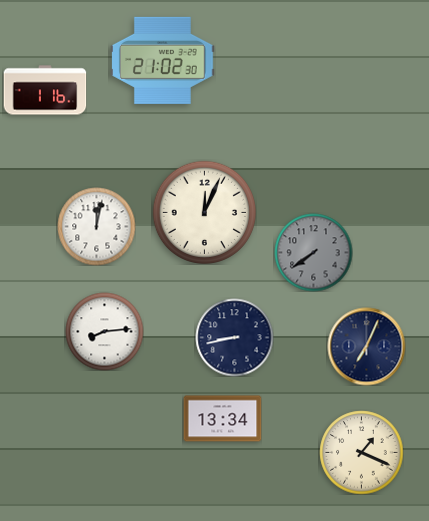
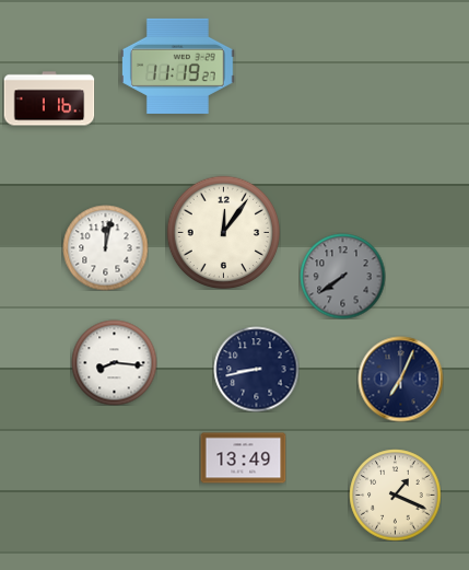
clock at (163, 60): 21:02 -> 11:19
clock at (204, 212): 12:04 -> 12:06
clock at (104, 331): 8:14 -> 8:16
clock at (222, 419): 13:34 -> 13:49
